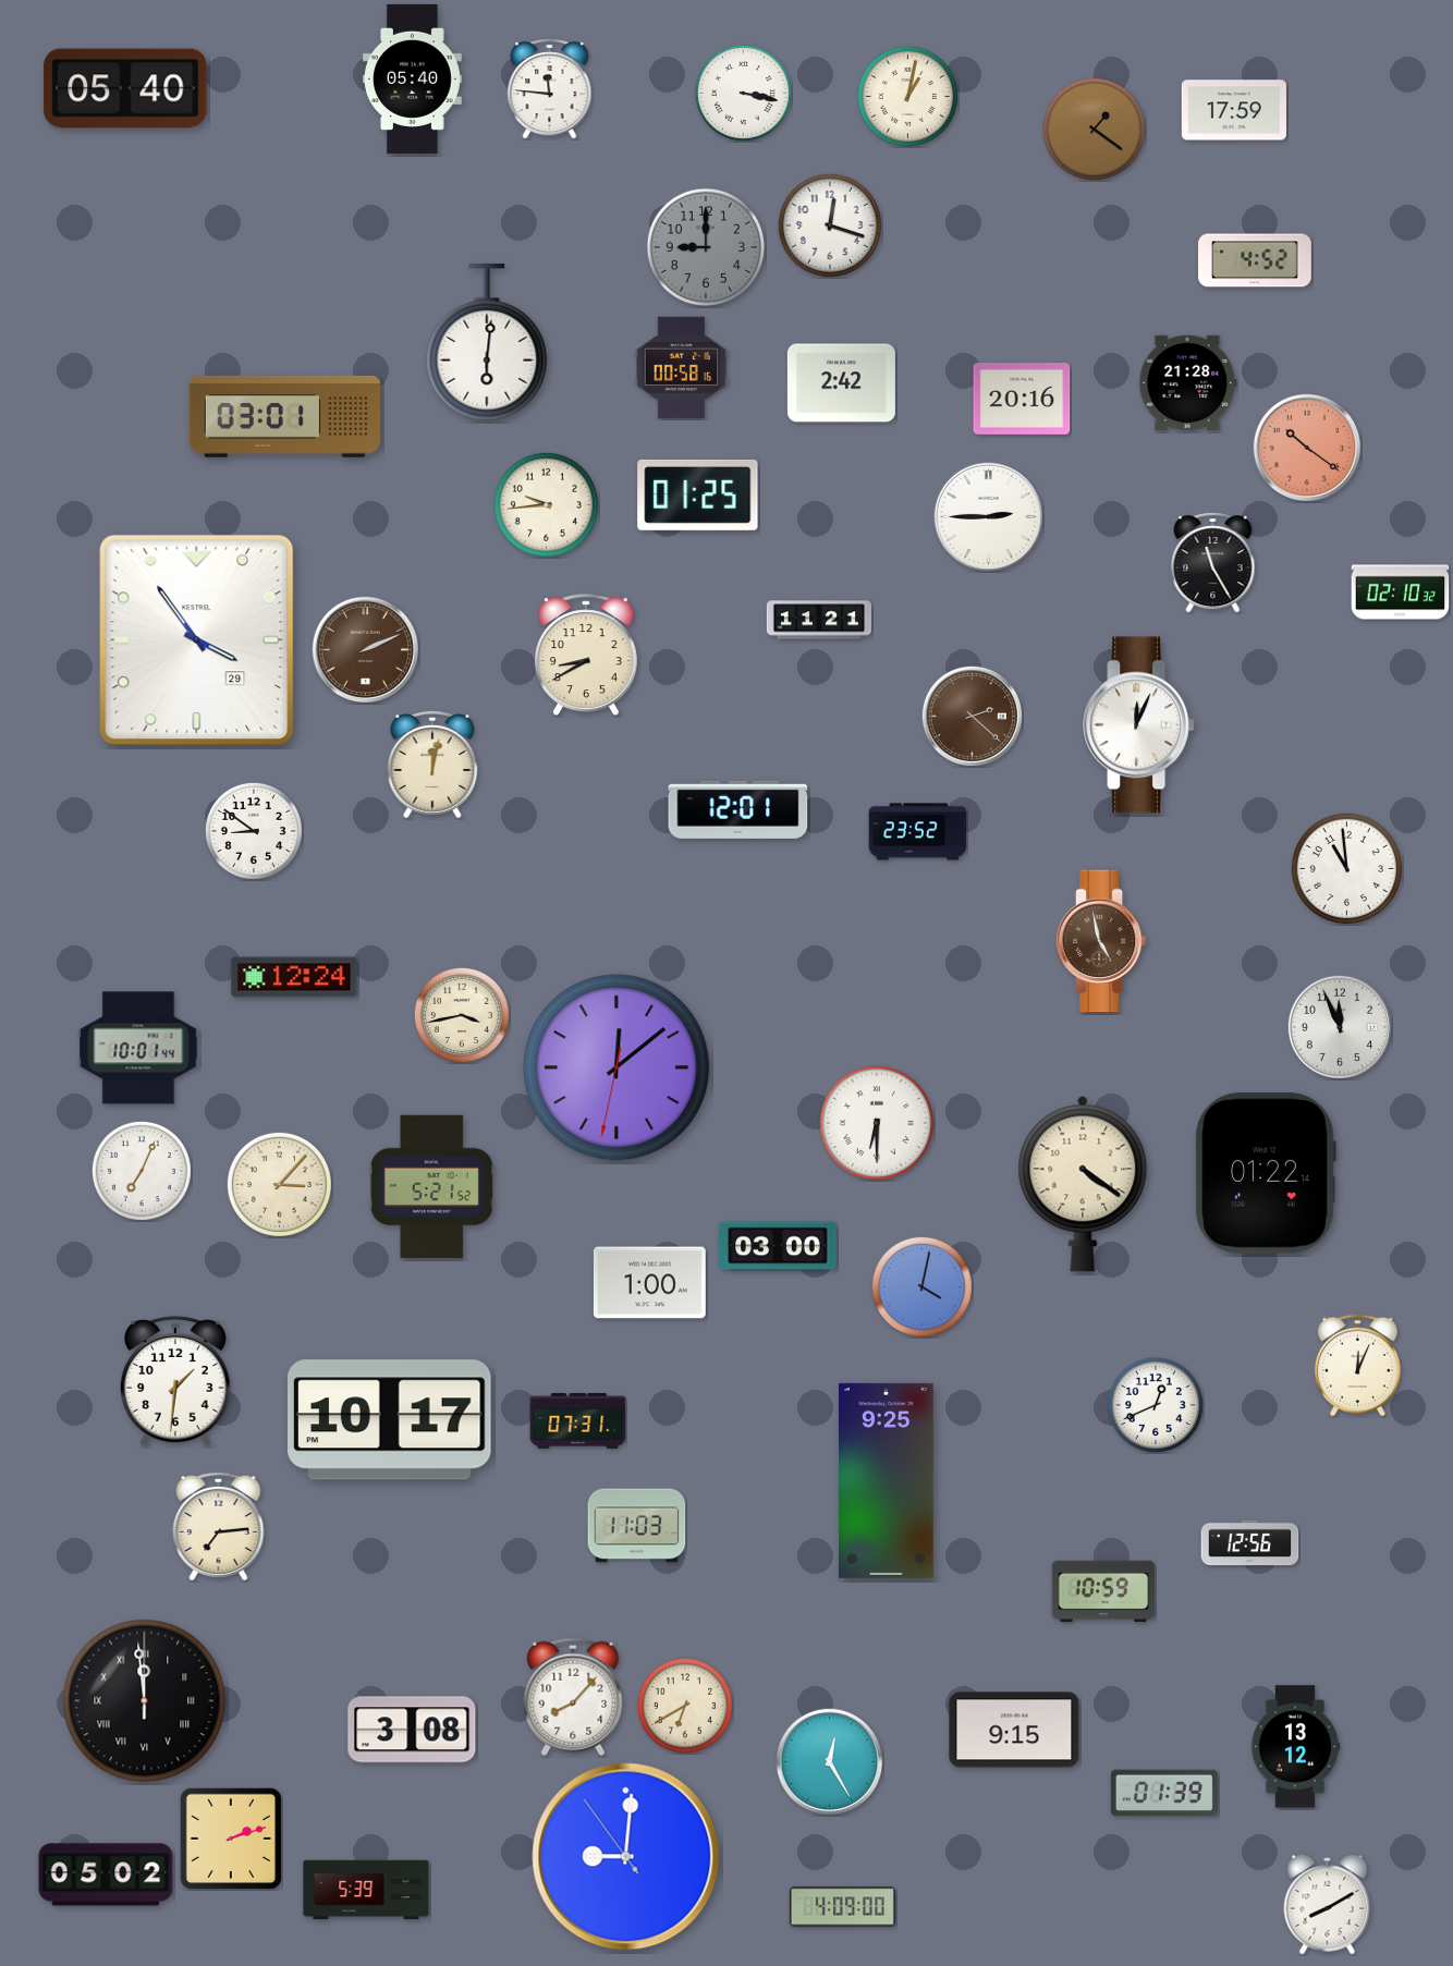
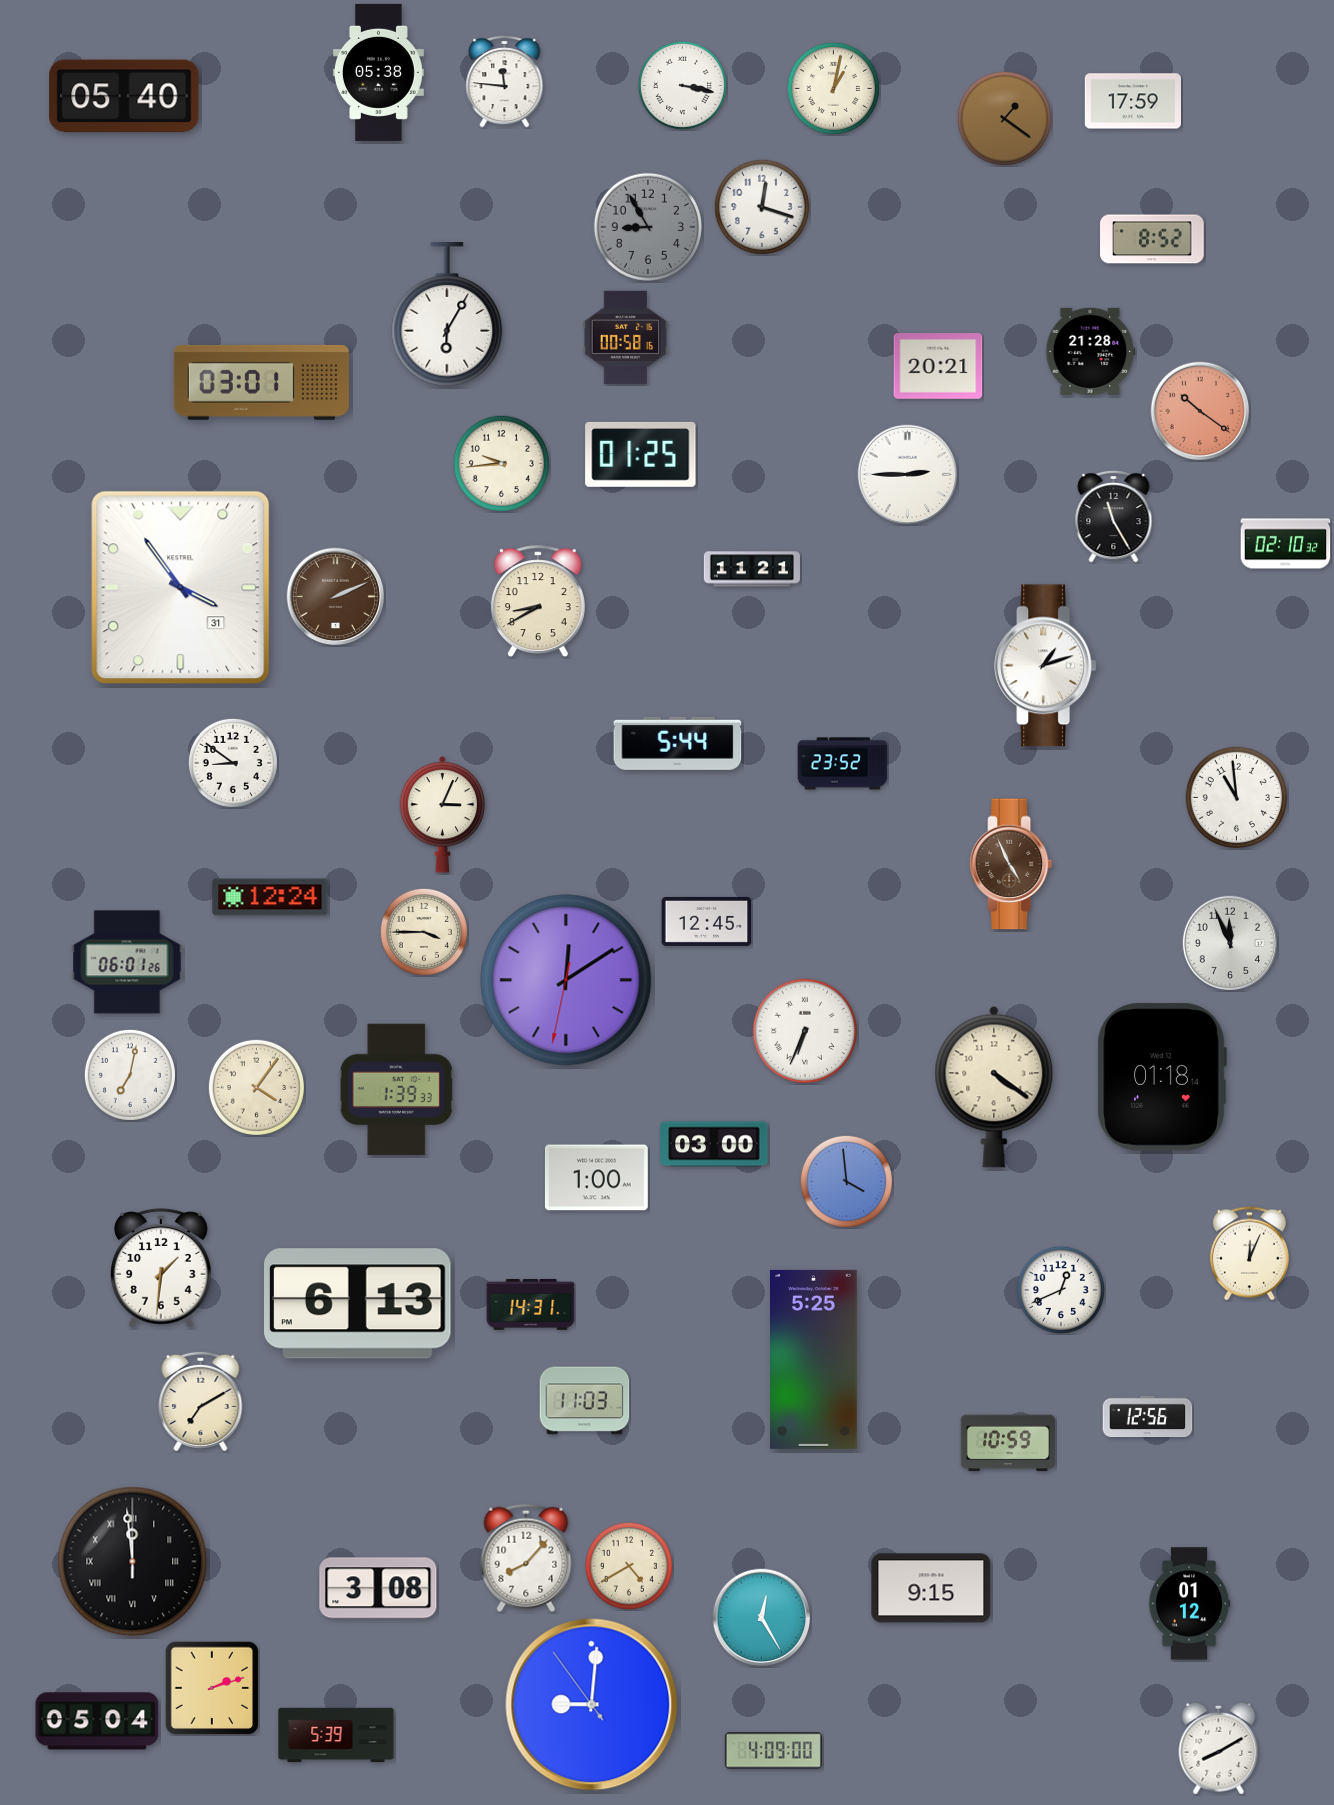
clock at (412, 78): 05:40 -> 05:38
clock at (125, 88) position: (125, 88) -> (124, 96)
clock at (705, 246): 9:00 -> 8:55
clock at (1255, 260): 4:52 -> 8:52
clock at (487, 343): 6:01 -> 6:05
clock at (841, 383): 2:42 -> none
clock at (1022, 400): 20:16 -> 20:21
clock at (197, 640) date: 29 -> 31
clock at (972, 716): 2:22 -> none
clock at (1139, 725): 12:04 -> 1:12
clock at (432, 766): 12:02 -> none
clock at (738, 809): 12:01 -> 5:44
clock at (443, 814): none -> 3:04
clock at (1101, 941): 4:58 -> 4:56
clock at (707, 921): none -> 12:45
clock at (462, 1015): 3:43 -> 3:45
clock at (138, 1048): 10:01 -> 06:01
clock at (616, 1067): 12:08 -> 12:09
clock at (876, 1122): 6:30 -> 6:34
clock at (142, 1171): 7:04 -> 7:02
clock at (1266, 1173): 01:22 -> 01:18
clock at (279, 1184): 3:07 -> 4:06
clock at (431, 1187): 5:21 -> 1:39
clock at (921, 1286): 4:02 -> 3:59
clock at (1357, 1366) position: (1357, 1366) -> (1249, 1254)
clock at (390, 1420): 10:17 -> 6:13
clock at (578, 1420): 07:31 -> 14:31
clock at (887, 1480): 9:25 -> 5:25
clock at (219, 1526): 7:14 -> 7:10
clock at (1103, 1591) position: (1103, 1591) -> (1008, 1443)
clock at (685, 1706): 6:40 -> 4:40
clock at (1295, 1747): 13:12 -> 01:12
clock at (1164, 1793): 01:39 -> none
clock at (626, 1857) position: (626, 1857) -> (592, 1705)
clock at (106, 1875): 05:02 -> 05:04
